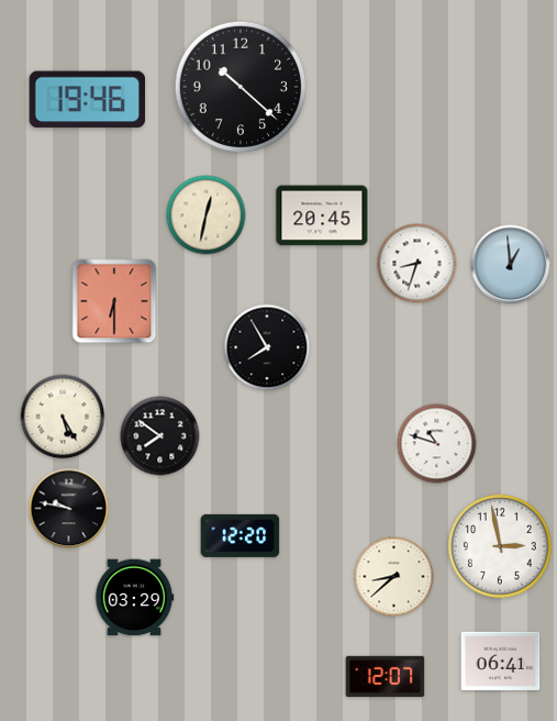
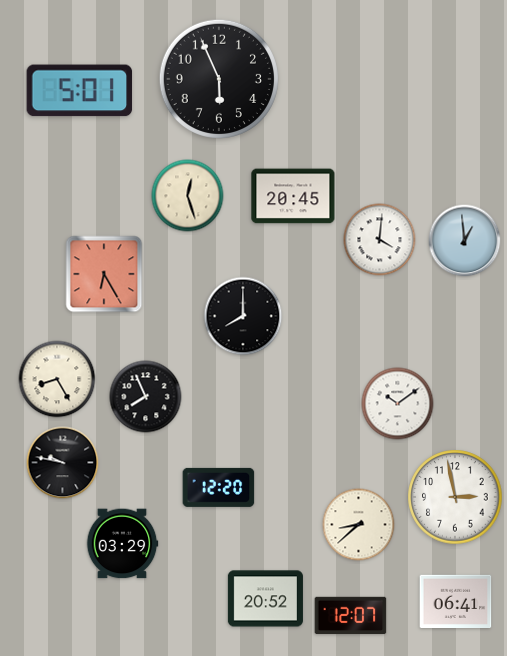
clock at (241, 87): 10:22 -> 5:56
clock at (88, 100): 19:46 -> 5:01
clock at (207, 215): 12:32 -> 12:27
clock at (417, 264): 8:33 -> 4:01
clock at (114, 301): 6:30 -> 6:25
clock at (267, 347): 7:55 -> 8:00
clock at (63, 417): 5:25 -> 8:25
clock at (160, 436): 7:51 -> 7:56
clock at (437, 444): 10:48 -> 10:09
clock at (265, 599): none -> 20:52
